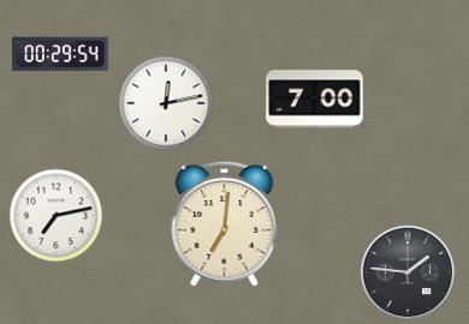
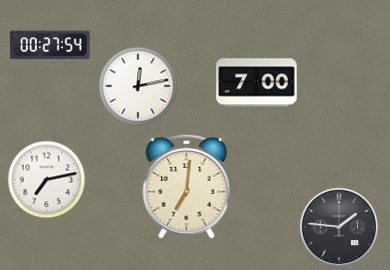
clock at (60, 54): 00:29 -> 00:27
clock at (315, 100) position: (315, 100) -> (257, 83)
